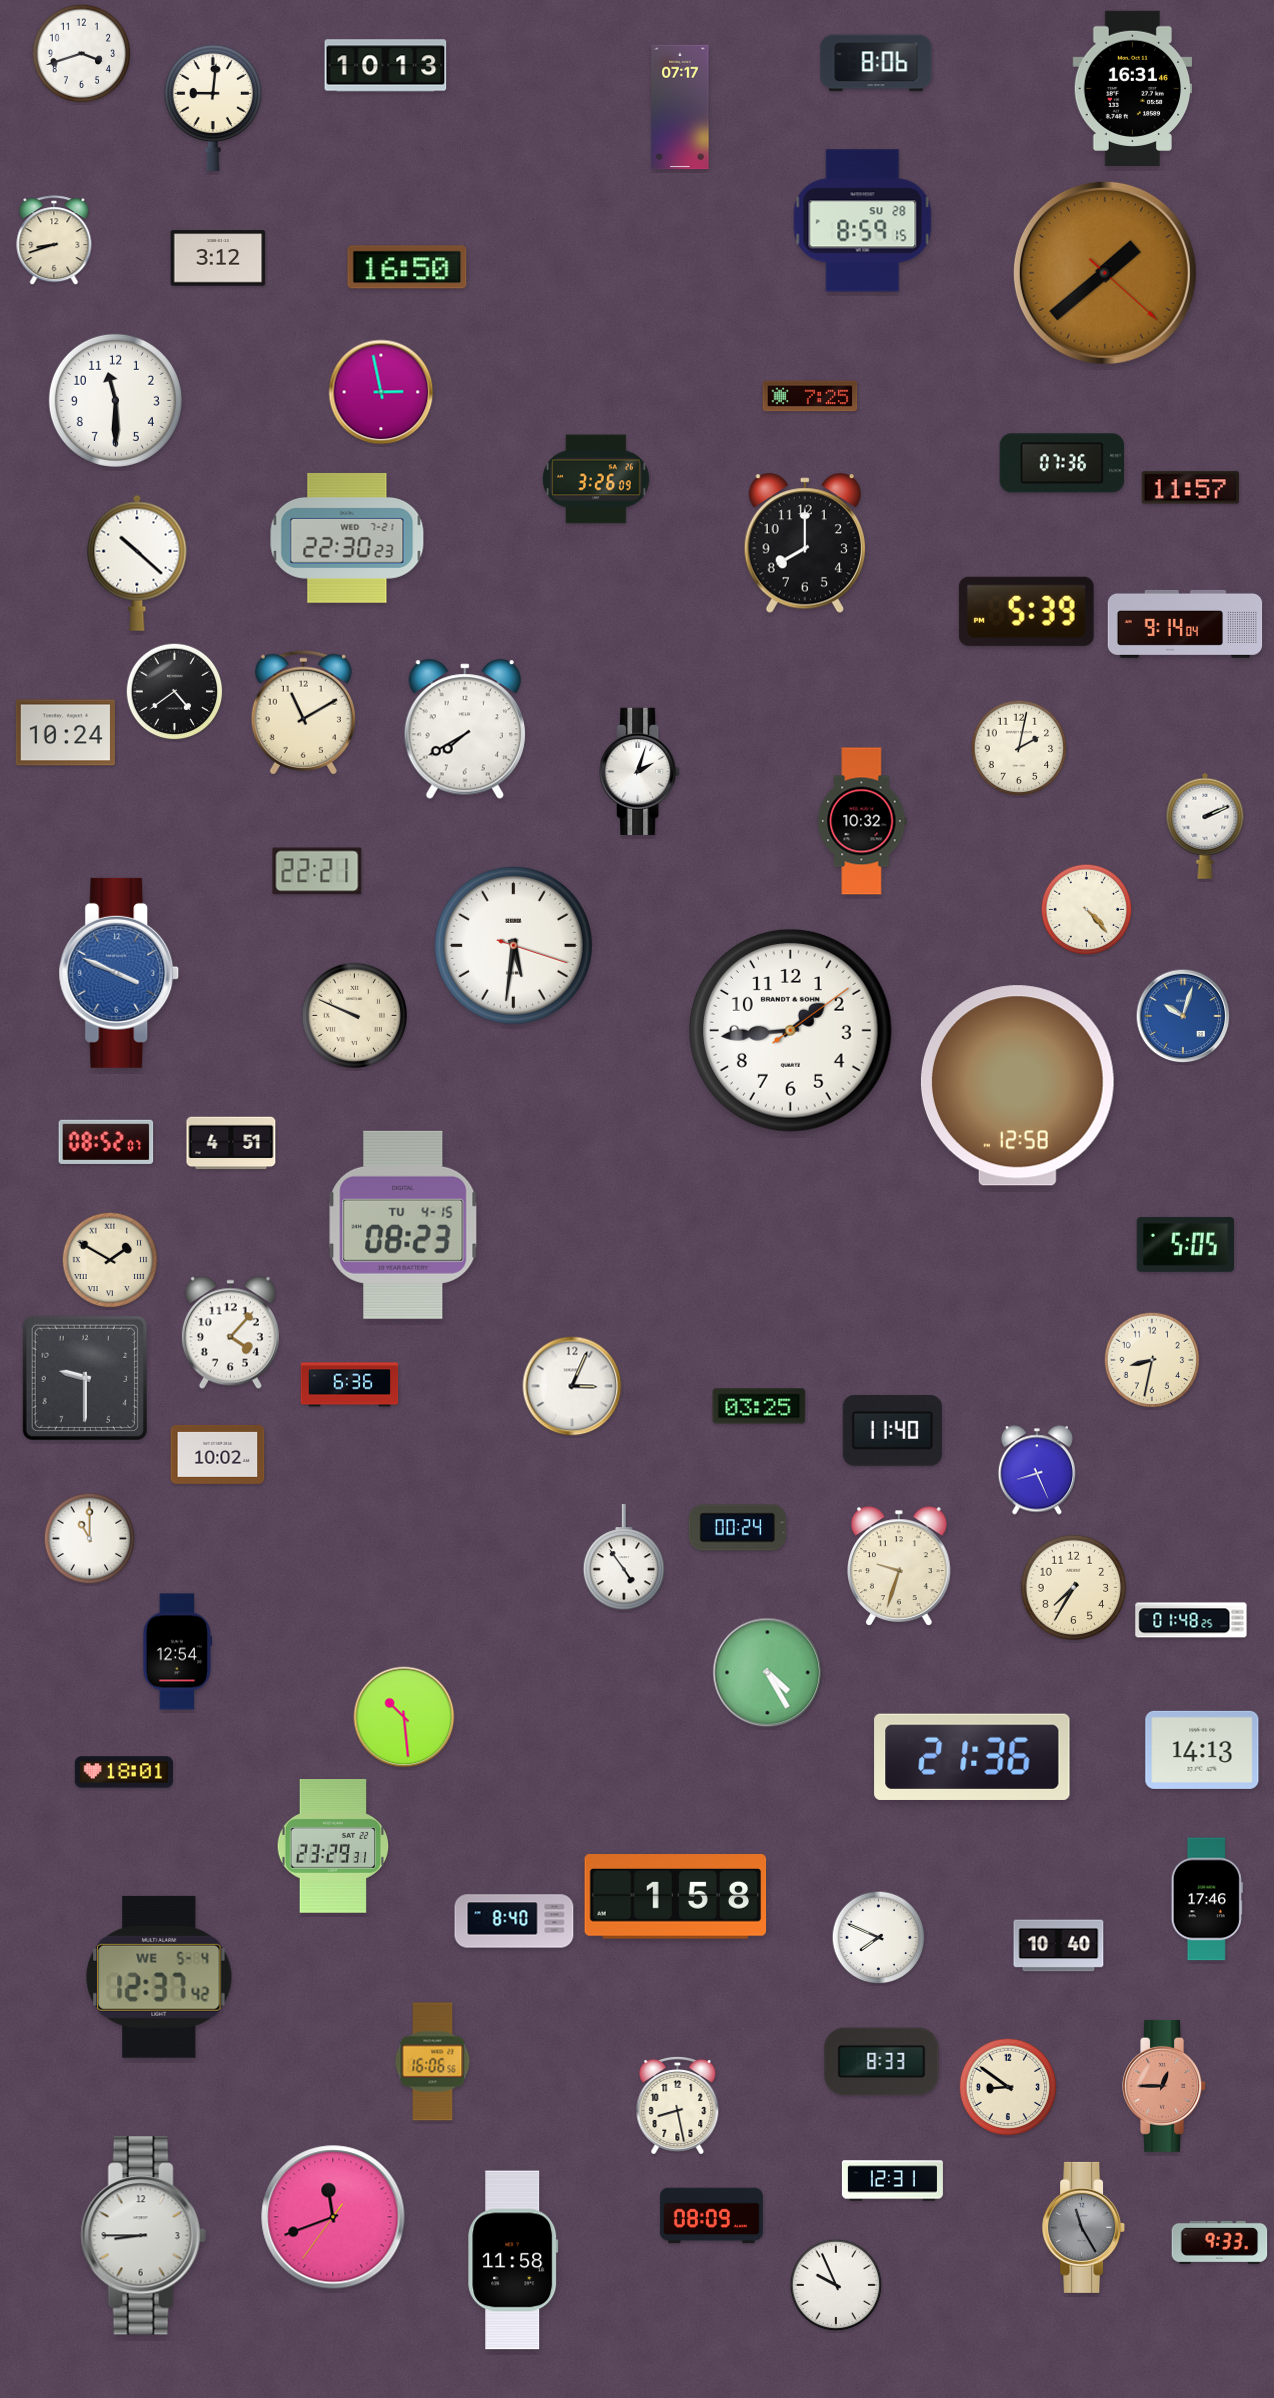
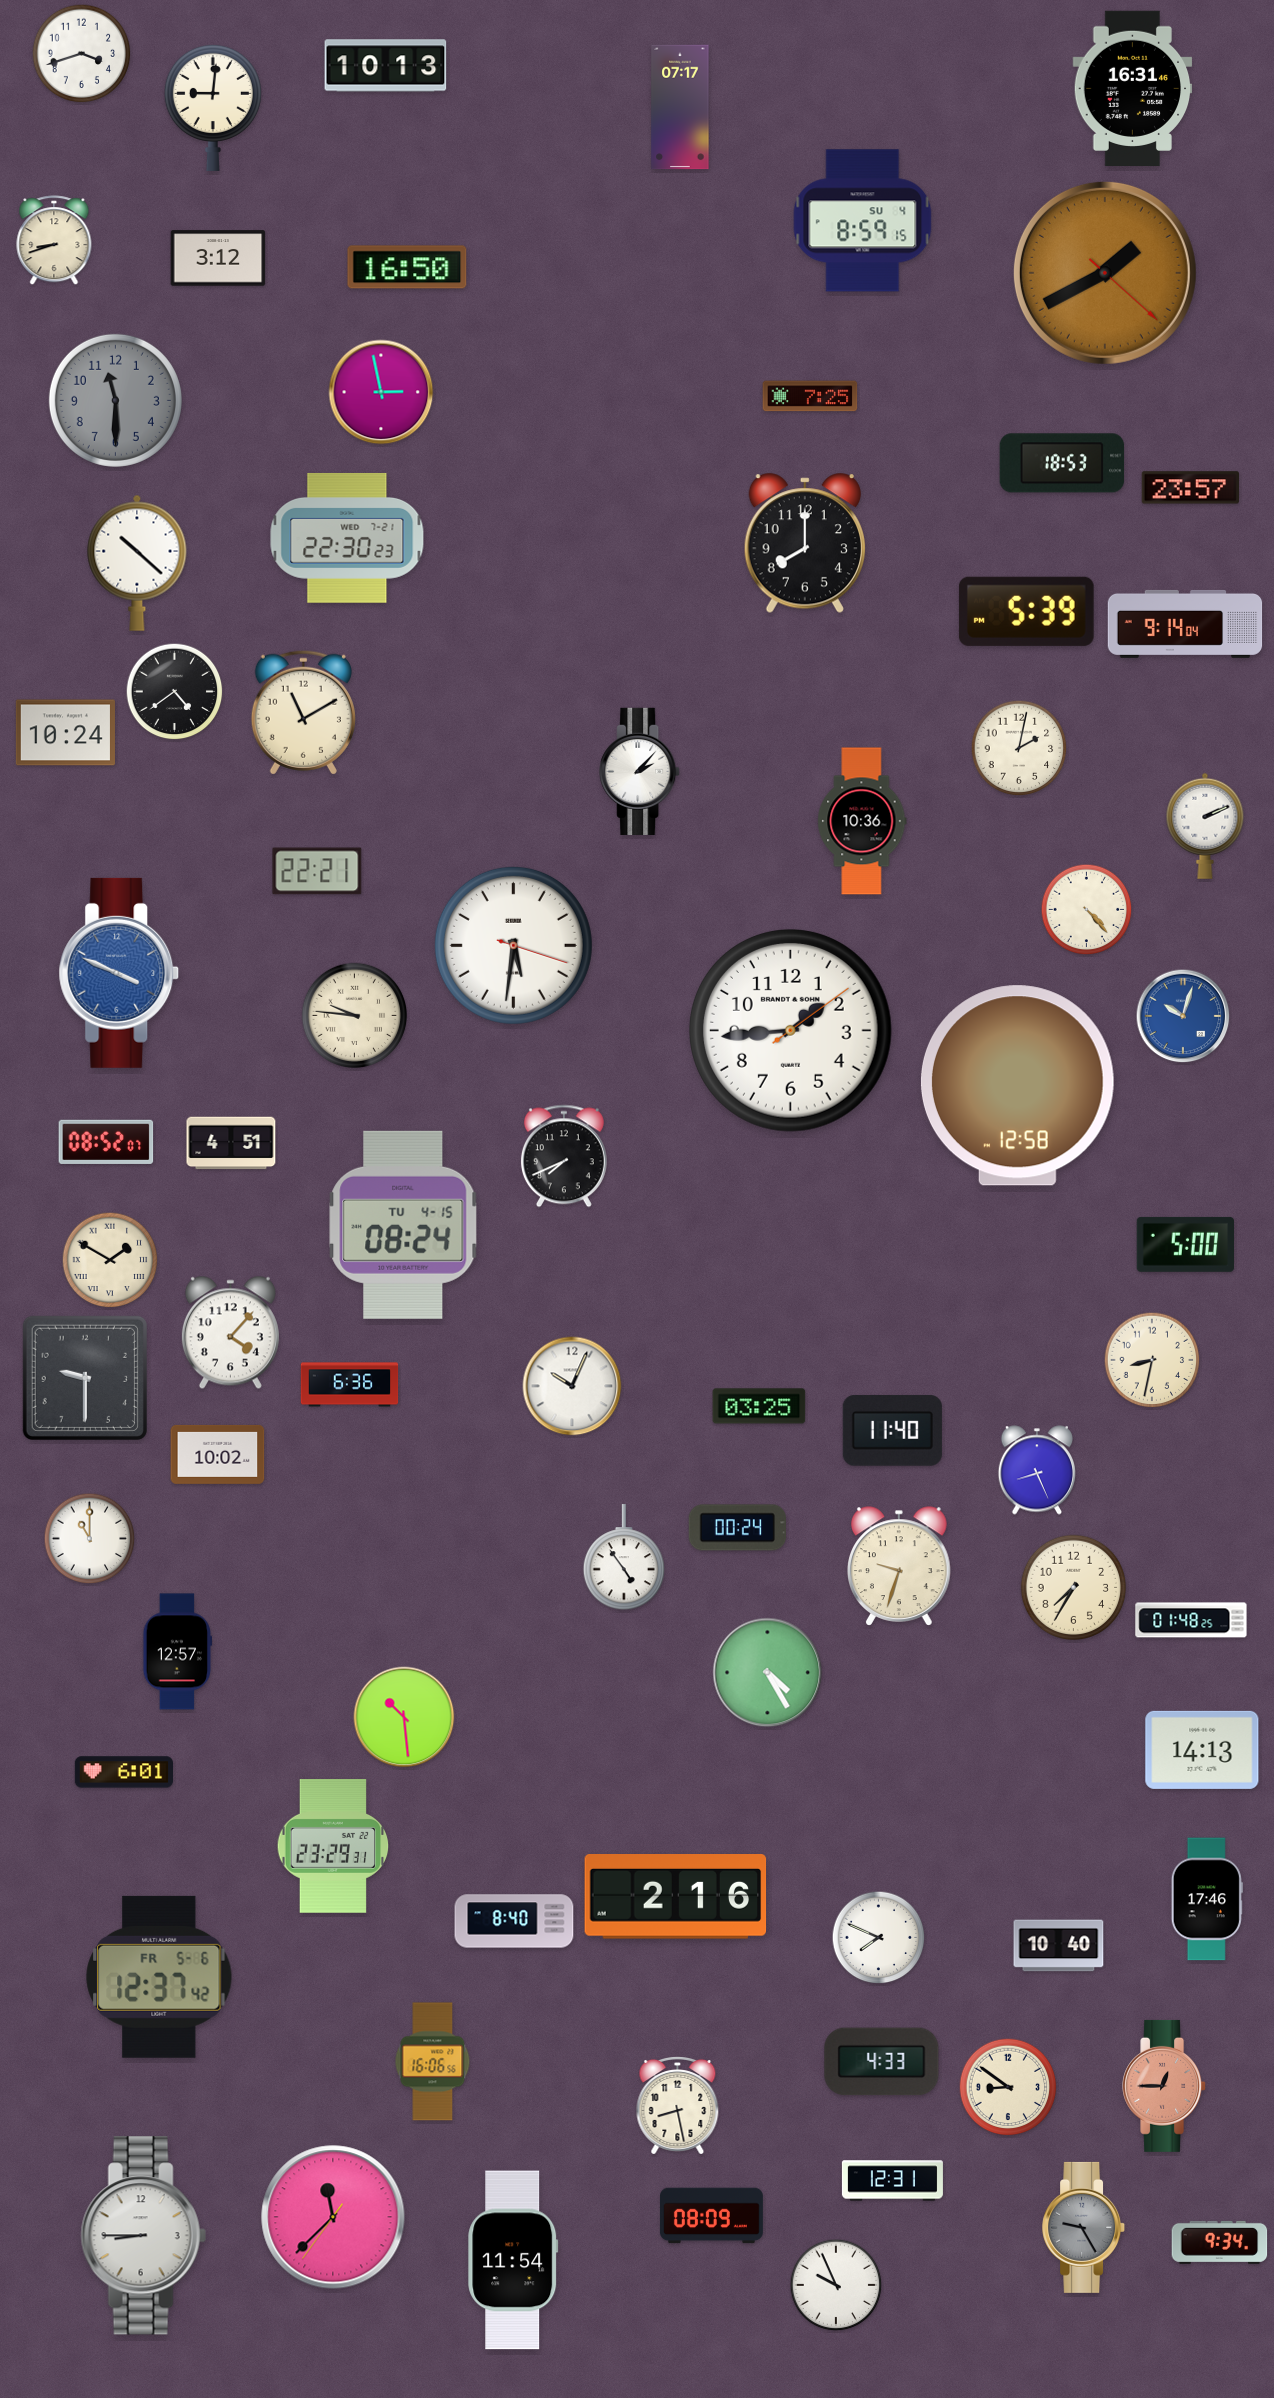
clock at (876, 63): 8:06 -> none
clock at (863, 221) date: SU 28 -> SU 4
clock at (1105, 273): 1:38 -> 1:40
clock at (115, 400) dial: white -> grey
clock at (1062, 463): 07:36 -> 18:53
clock at (596, 479): 3:26 -> none
clock at (1190, 488): 11:57 -> 23:57
clock at (464, 730): 7:40 -> none
clock at (640, 771): 2:03 -> 2:07
clock at (862, 821): 10:32 -> 10:36
clock at (355, 1016): 9:49 -> 9:46
clock at (564, 1156): none -> 7:41
clock at (403, 1225): 08:23 -> 08:24
clock at (1185, 1244): 5:05 -> 5:00
clock at (572, 1386): 3:04 -> 10:04
clock at (178, 1652): 12:54 -> 12:57
clock at (972, 1757): 21:36 -> none
clock at (123, 1772): 18:01 -> 6:01
clock at (676, 1897): 1:58 -> 2:16
clock at (159, 1977) date: WE 5-4 -> FR 5-6
clock at (882, 2062): 8:33 -> 4:33
clock at (333, 2217): 11:41 -> 11:37
clock at (1084, 2227): 11:25 -> 9:25
clock at (1220, 2242): 9:33 -> 9:34
clock at (513, 2260): 11:58 -> 11:54
